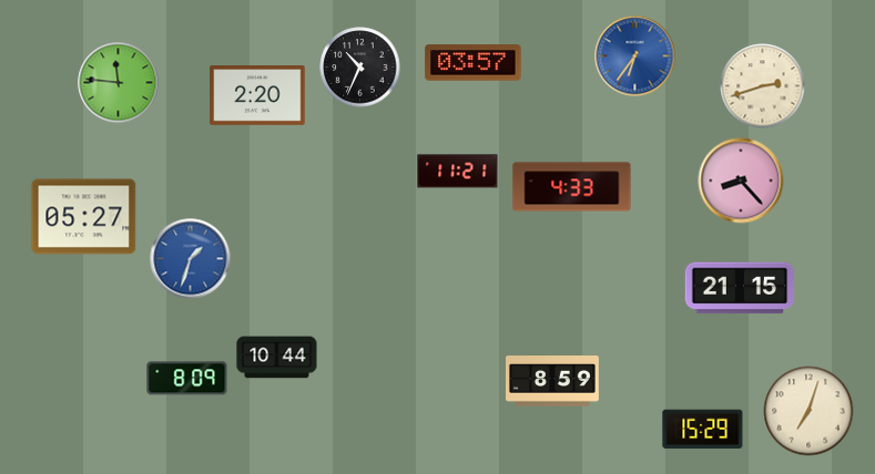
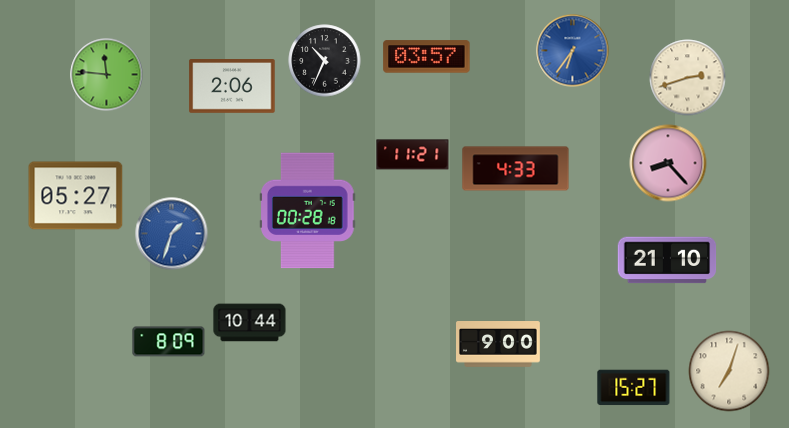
clock at (257, 96): 2:20 -> 2:06
clock at (308, 211): none -> 00:28
clock at (740, 288): 21:15 -> 21:10
clock at (553, 382): 8:59 -> 9:00
clock at (703, 430): 15:29 -> 15:27
